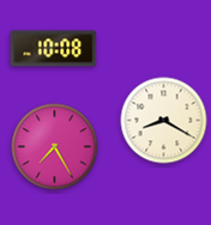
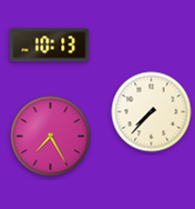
clock at (54, 49): 10:08 -> 10:13
clock at (164, 121): 8:20 -> 7:37
